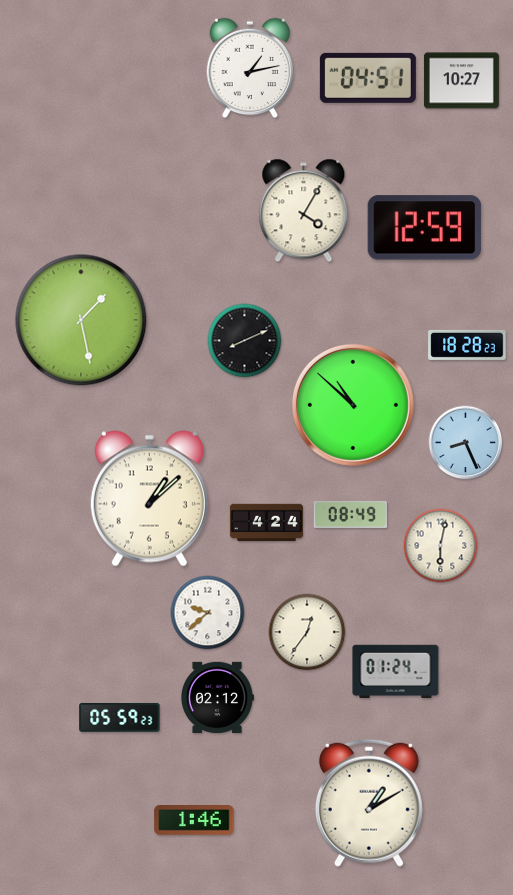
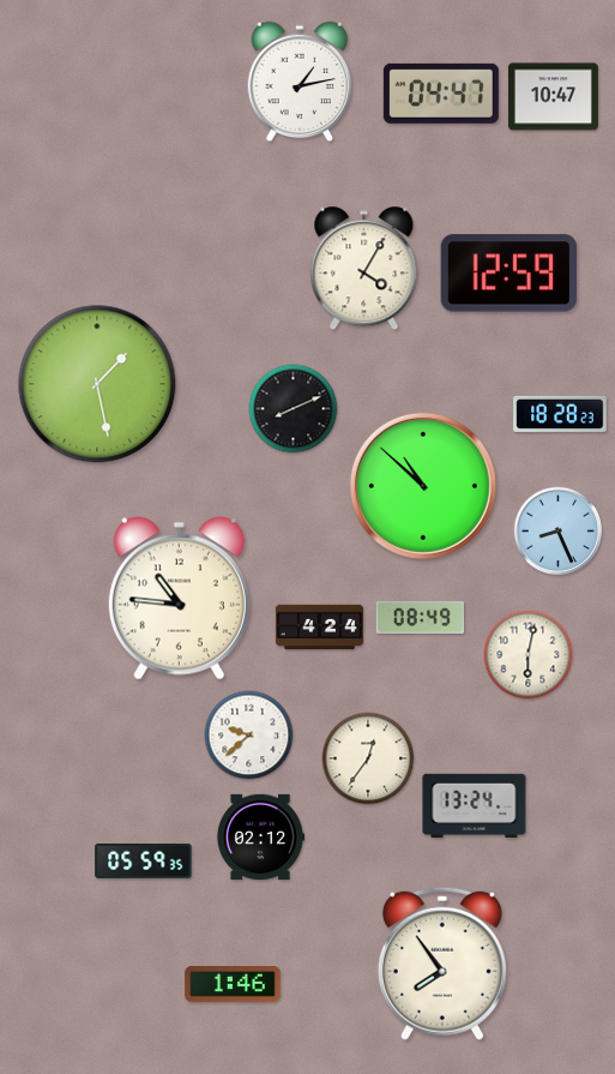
clock at (368, 78): 04:51 -> 04:47
clock at (461, 81): 10:27 -> 10:47
clock at (304, 211) position: (304, 211) -> (364, 269)
clock at (149, 499): 1:08 -> 10:46
clock at (396, 672): 01:24 -> 13:24
clock at (120, 717): 05:59:23 -> 05:59:35
clock at (369, 803): 1:10 -> 7:54
